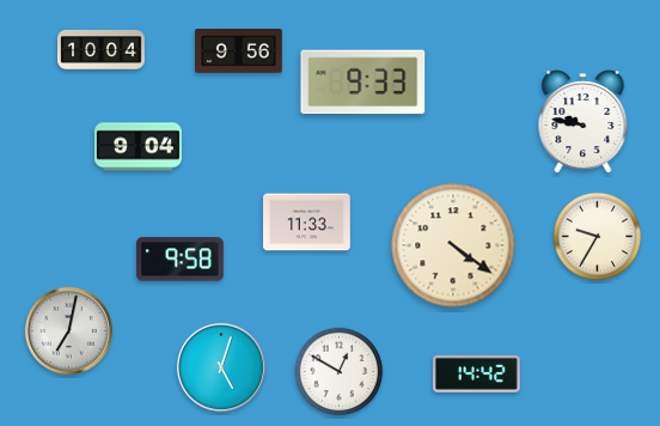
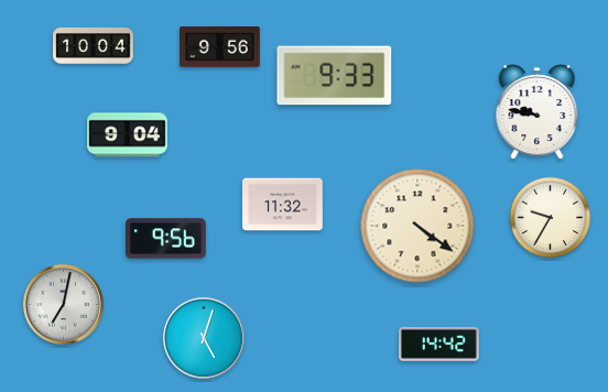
clock at (307, 223): 11:33 -> 11:32
clock at (181, 260): 9:58 -> 9:56
clock at (340, 372): 12:50 -> none
